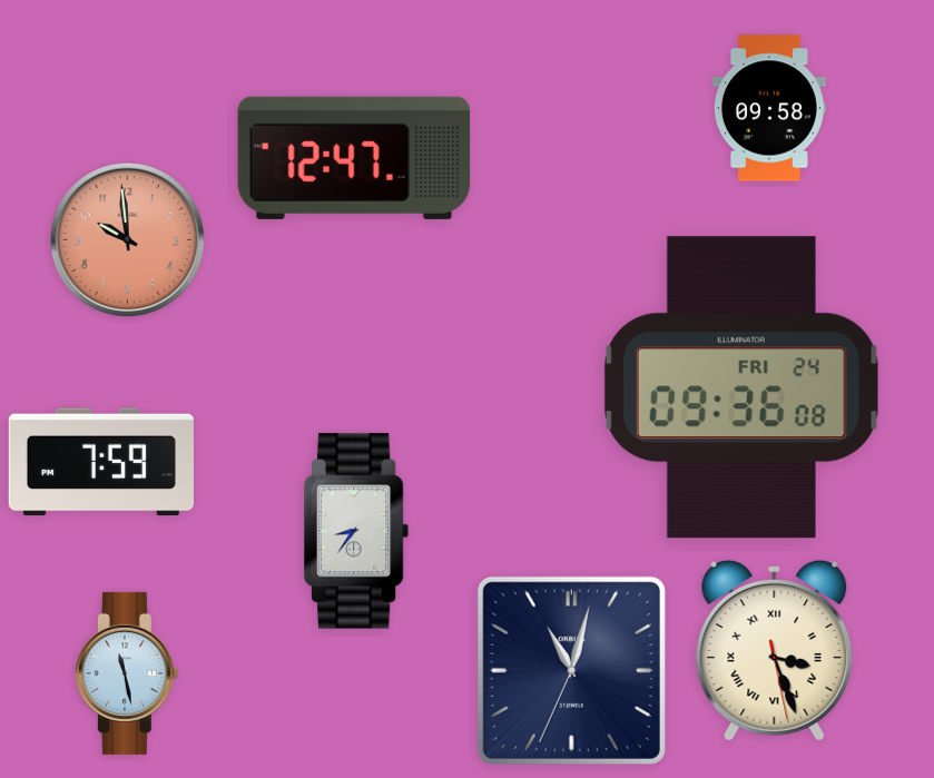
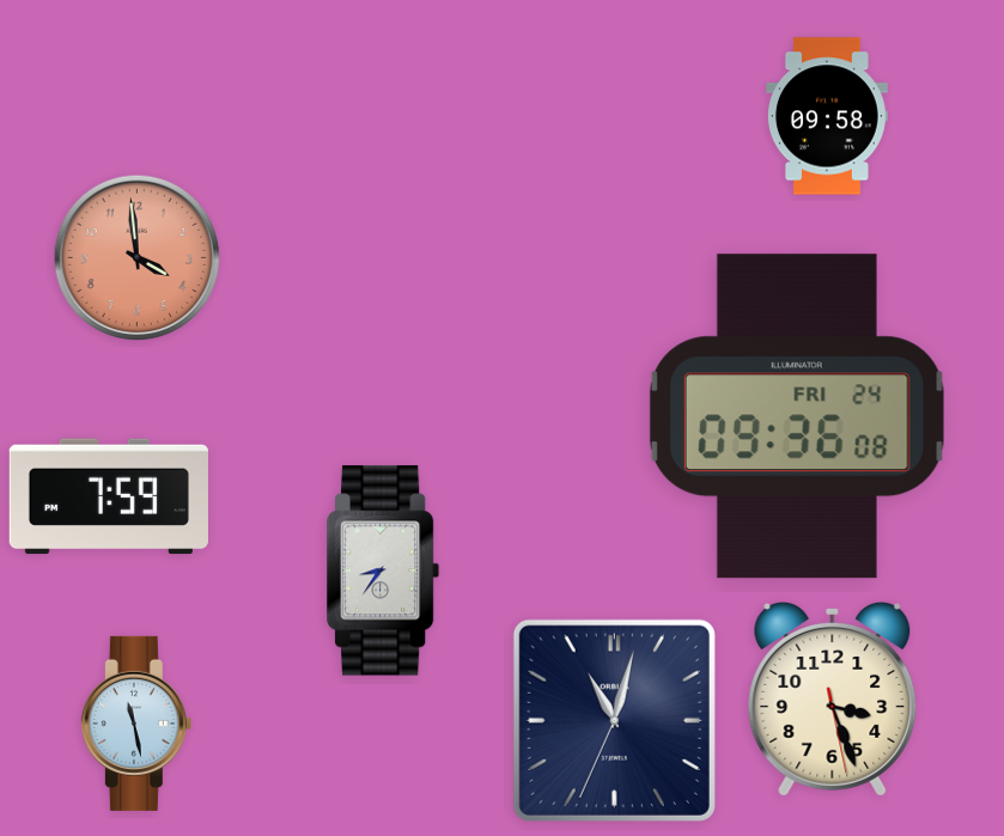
clock at (354, 158): 12:47 -> none
clock at (128, 240): 9:59 -> 3:59
clock at (775, 651) numerals: Roman -> Arabic
